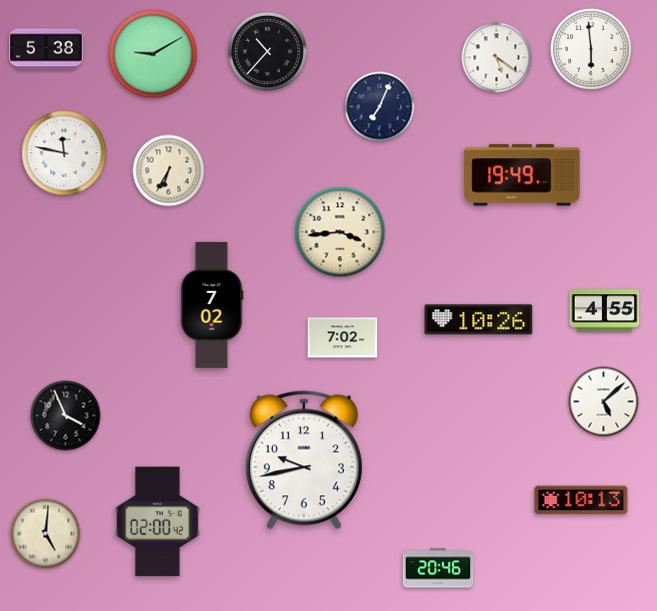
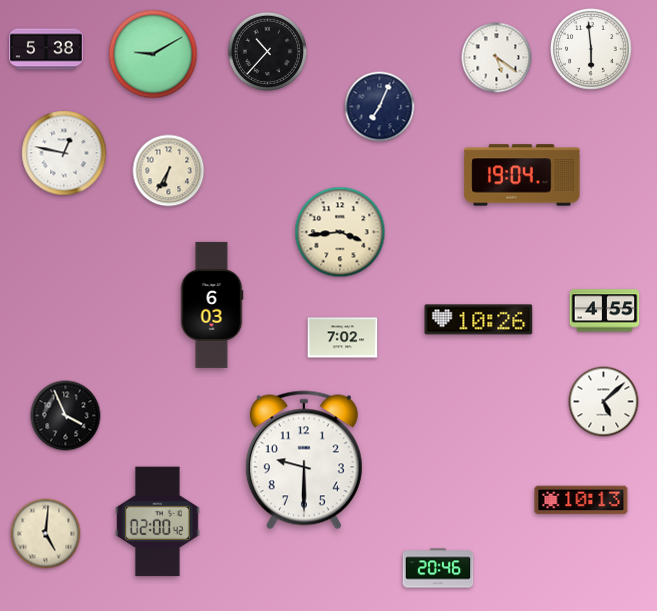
clock at (64, 153): 11:47 -> 12:47
clock at (522, 175): 19:49 -> 19:04
clock at (212, 305): 7:02 -> 6:03
clock at (304, 460): 9:43 -> 9:30
